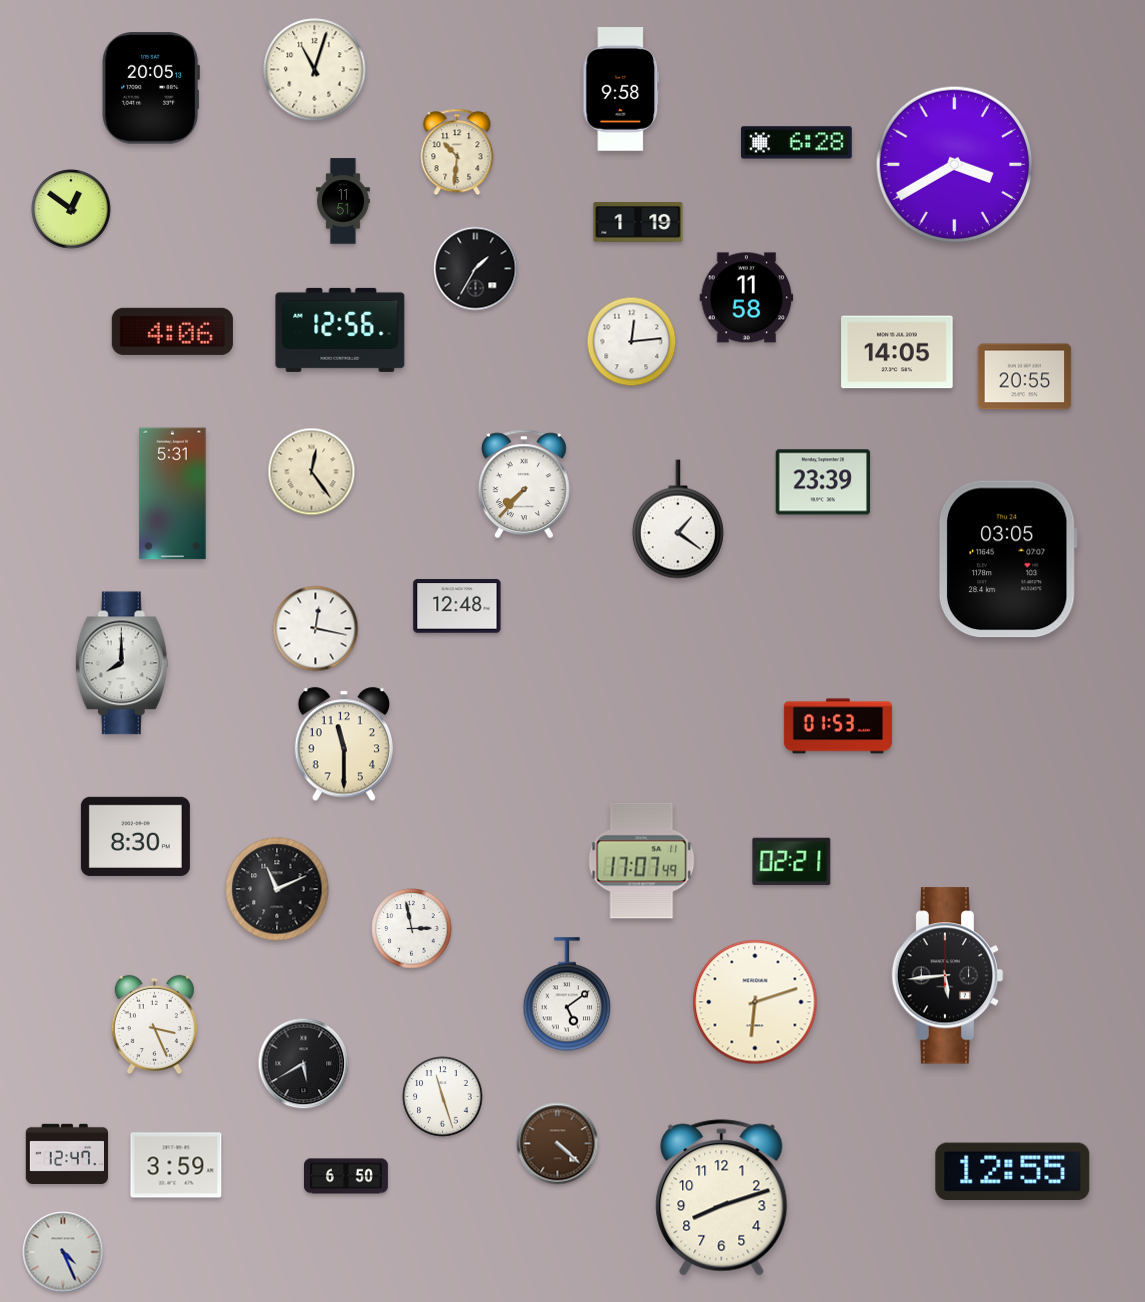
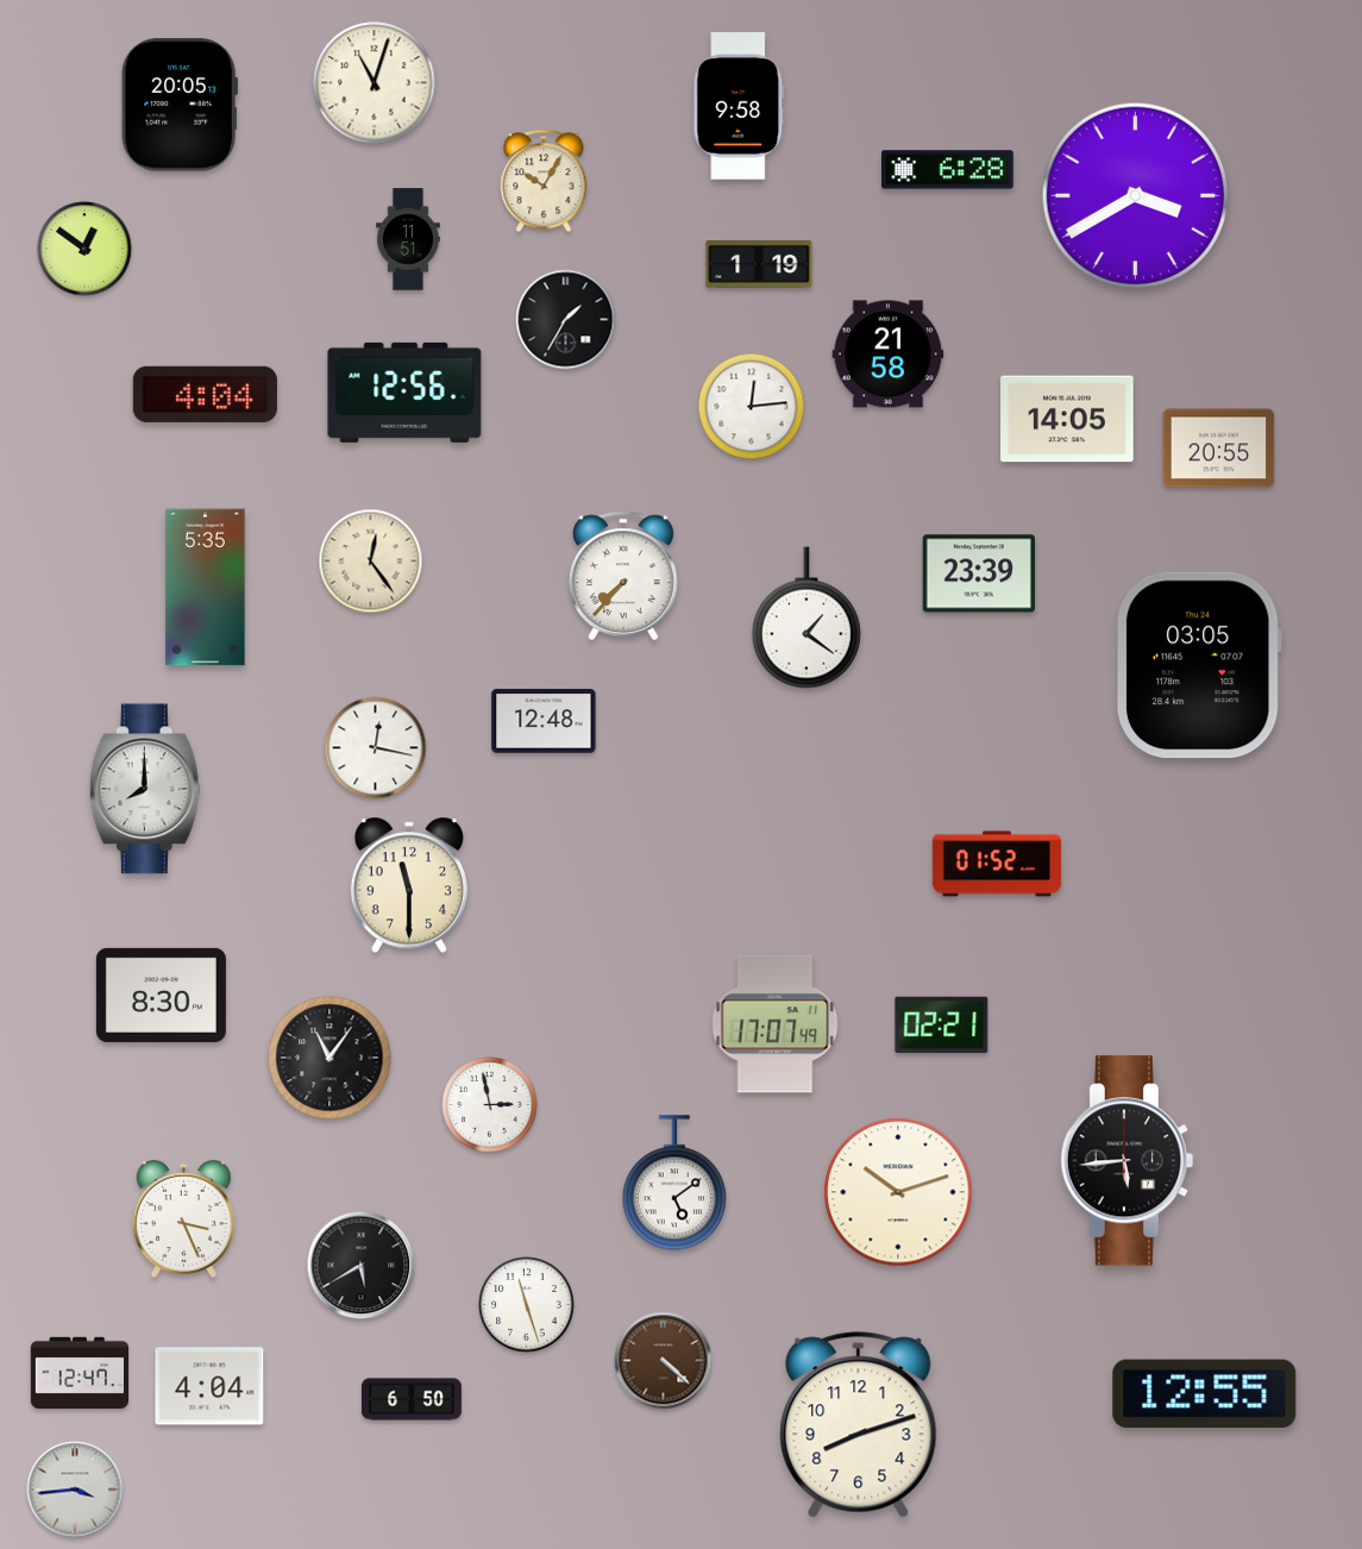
clock at (457, 152): 10:31 -> 10:05
clock at (747, 298): 11:58 -> 21:58
clock at (172, 331): 4:06 -> 4:04
clock at (173, 494): 5:31 -> 5:35
clock at (838, 726): 01:53 -> 01:52
clock at (642, 861) position: (642, 861) -> (776, 1024)
clock at (277, 889): 11:11 -> 11:06
clock at (755, 1002): 6:12 -> 10:12
clock at (176, 1165): 3:59 -> 4:04
clock at (63, 1252): 4:26 -> 3:44
